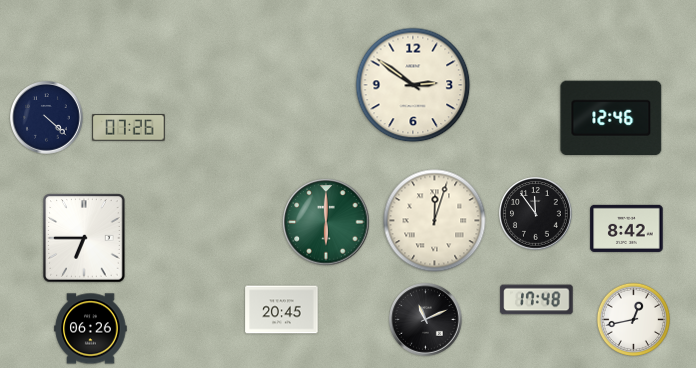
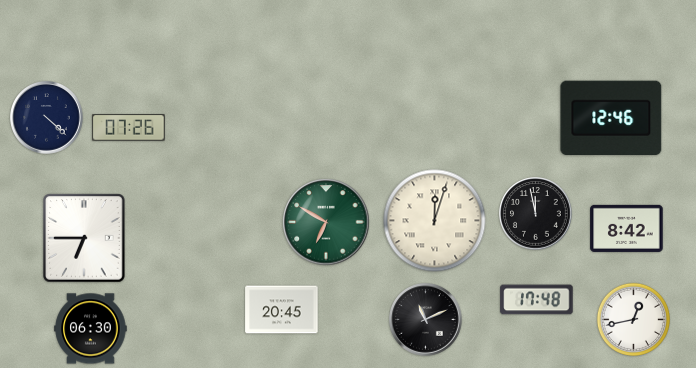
clock at (413, 85): 2:51 -> none
clock at (536, 214): 11:54 -> 11:58
clock at (326, 222): 6:00 -> 6:50
clock at (91, 329): 06:26 -> 06:30
